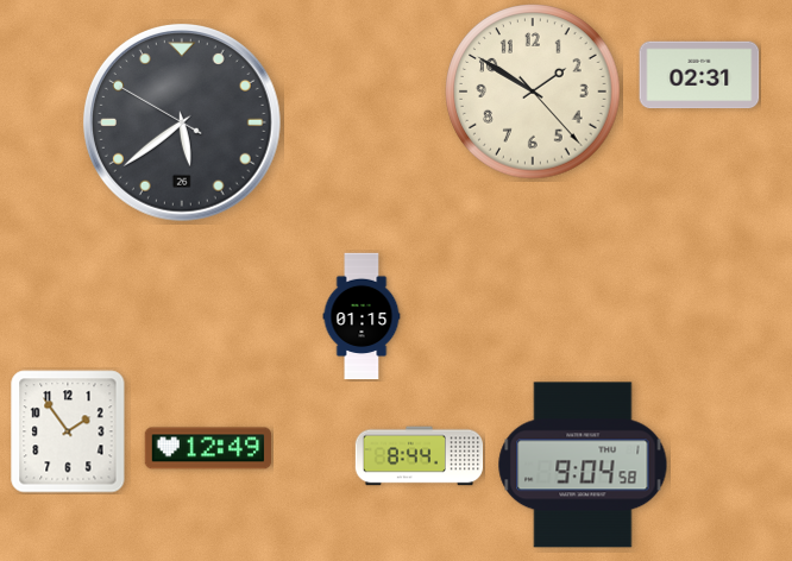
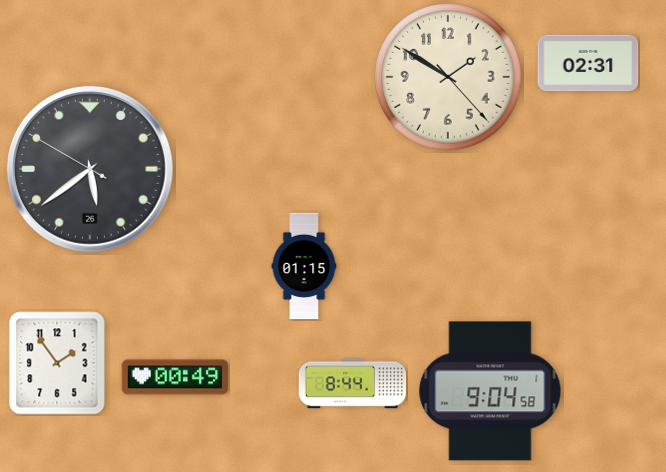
clock at (182, 122) position: (182, 122) -> (90, 169)
clock at (208, 448): 12:49 -> 00:49
